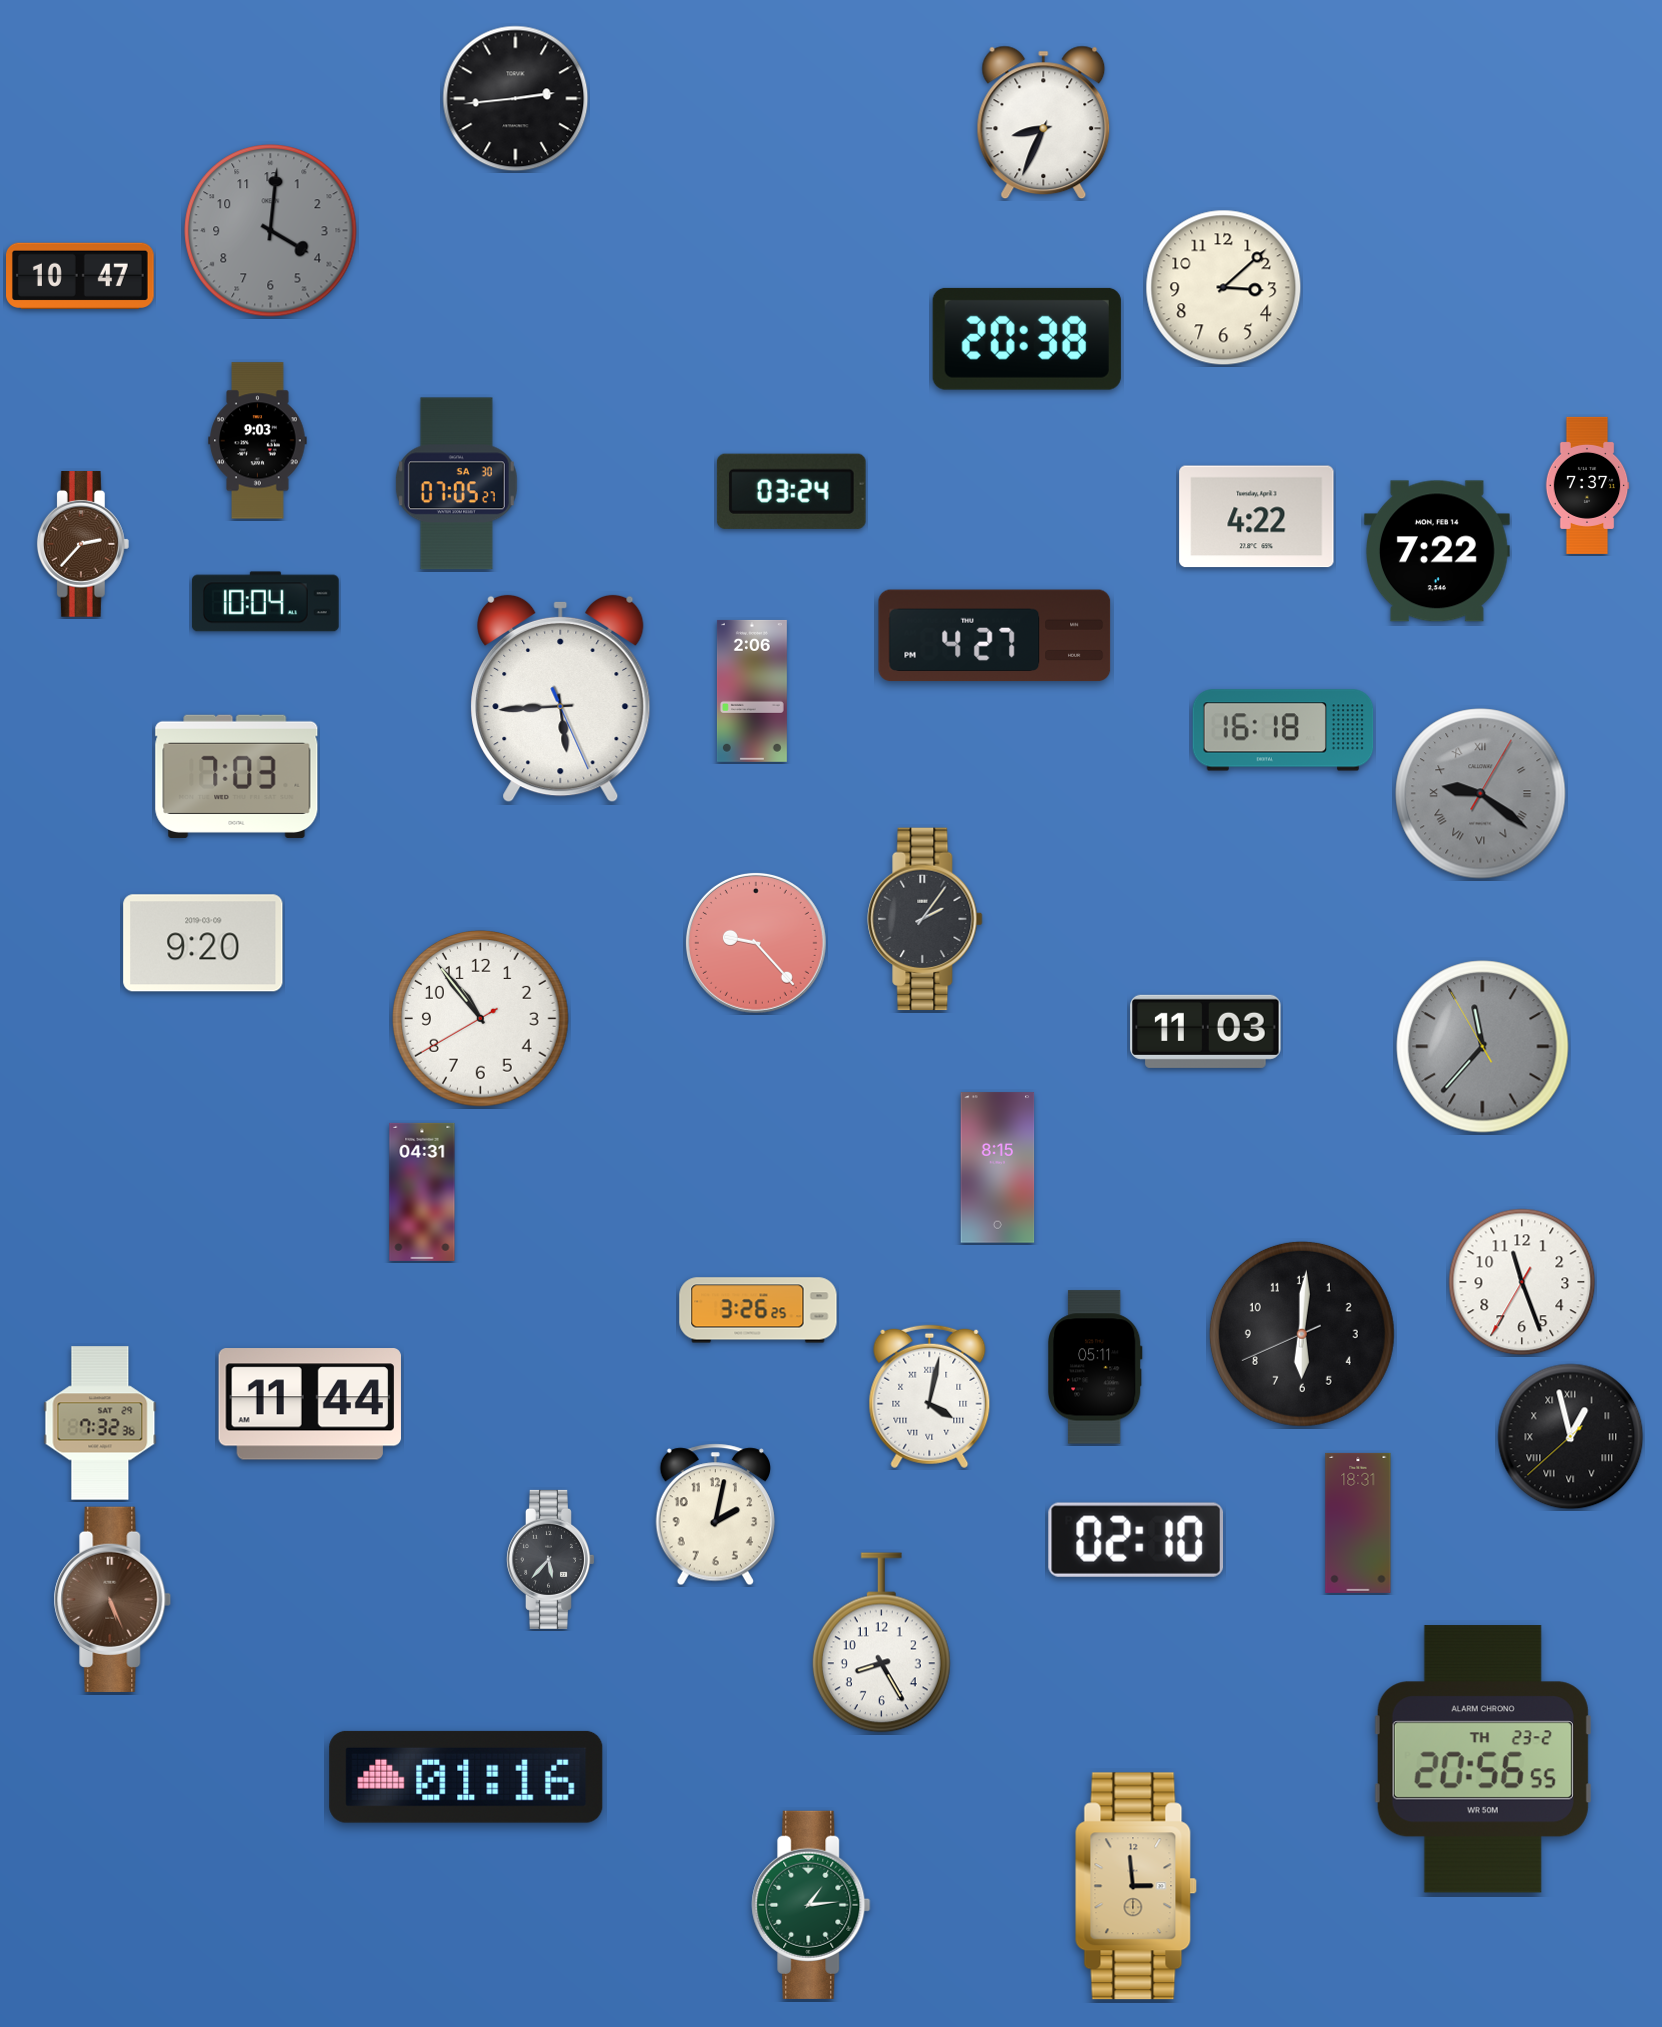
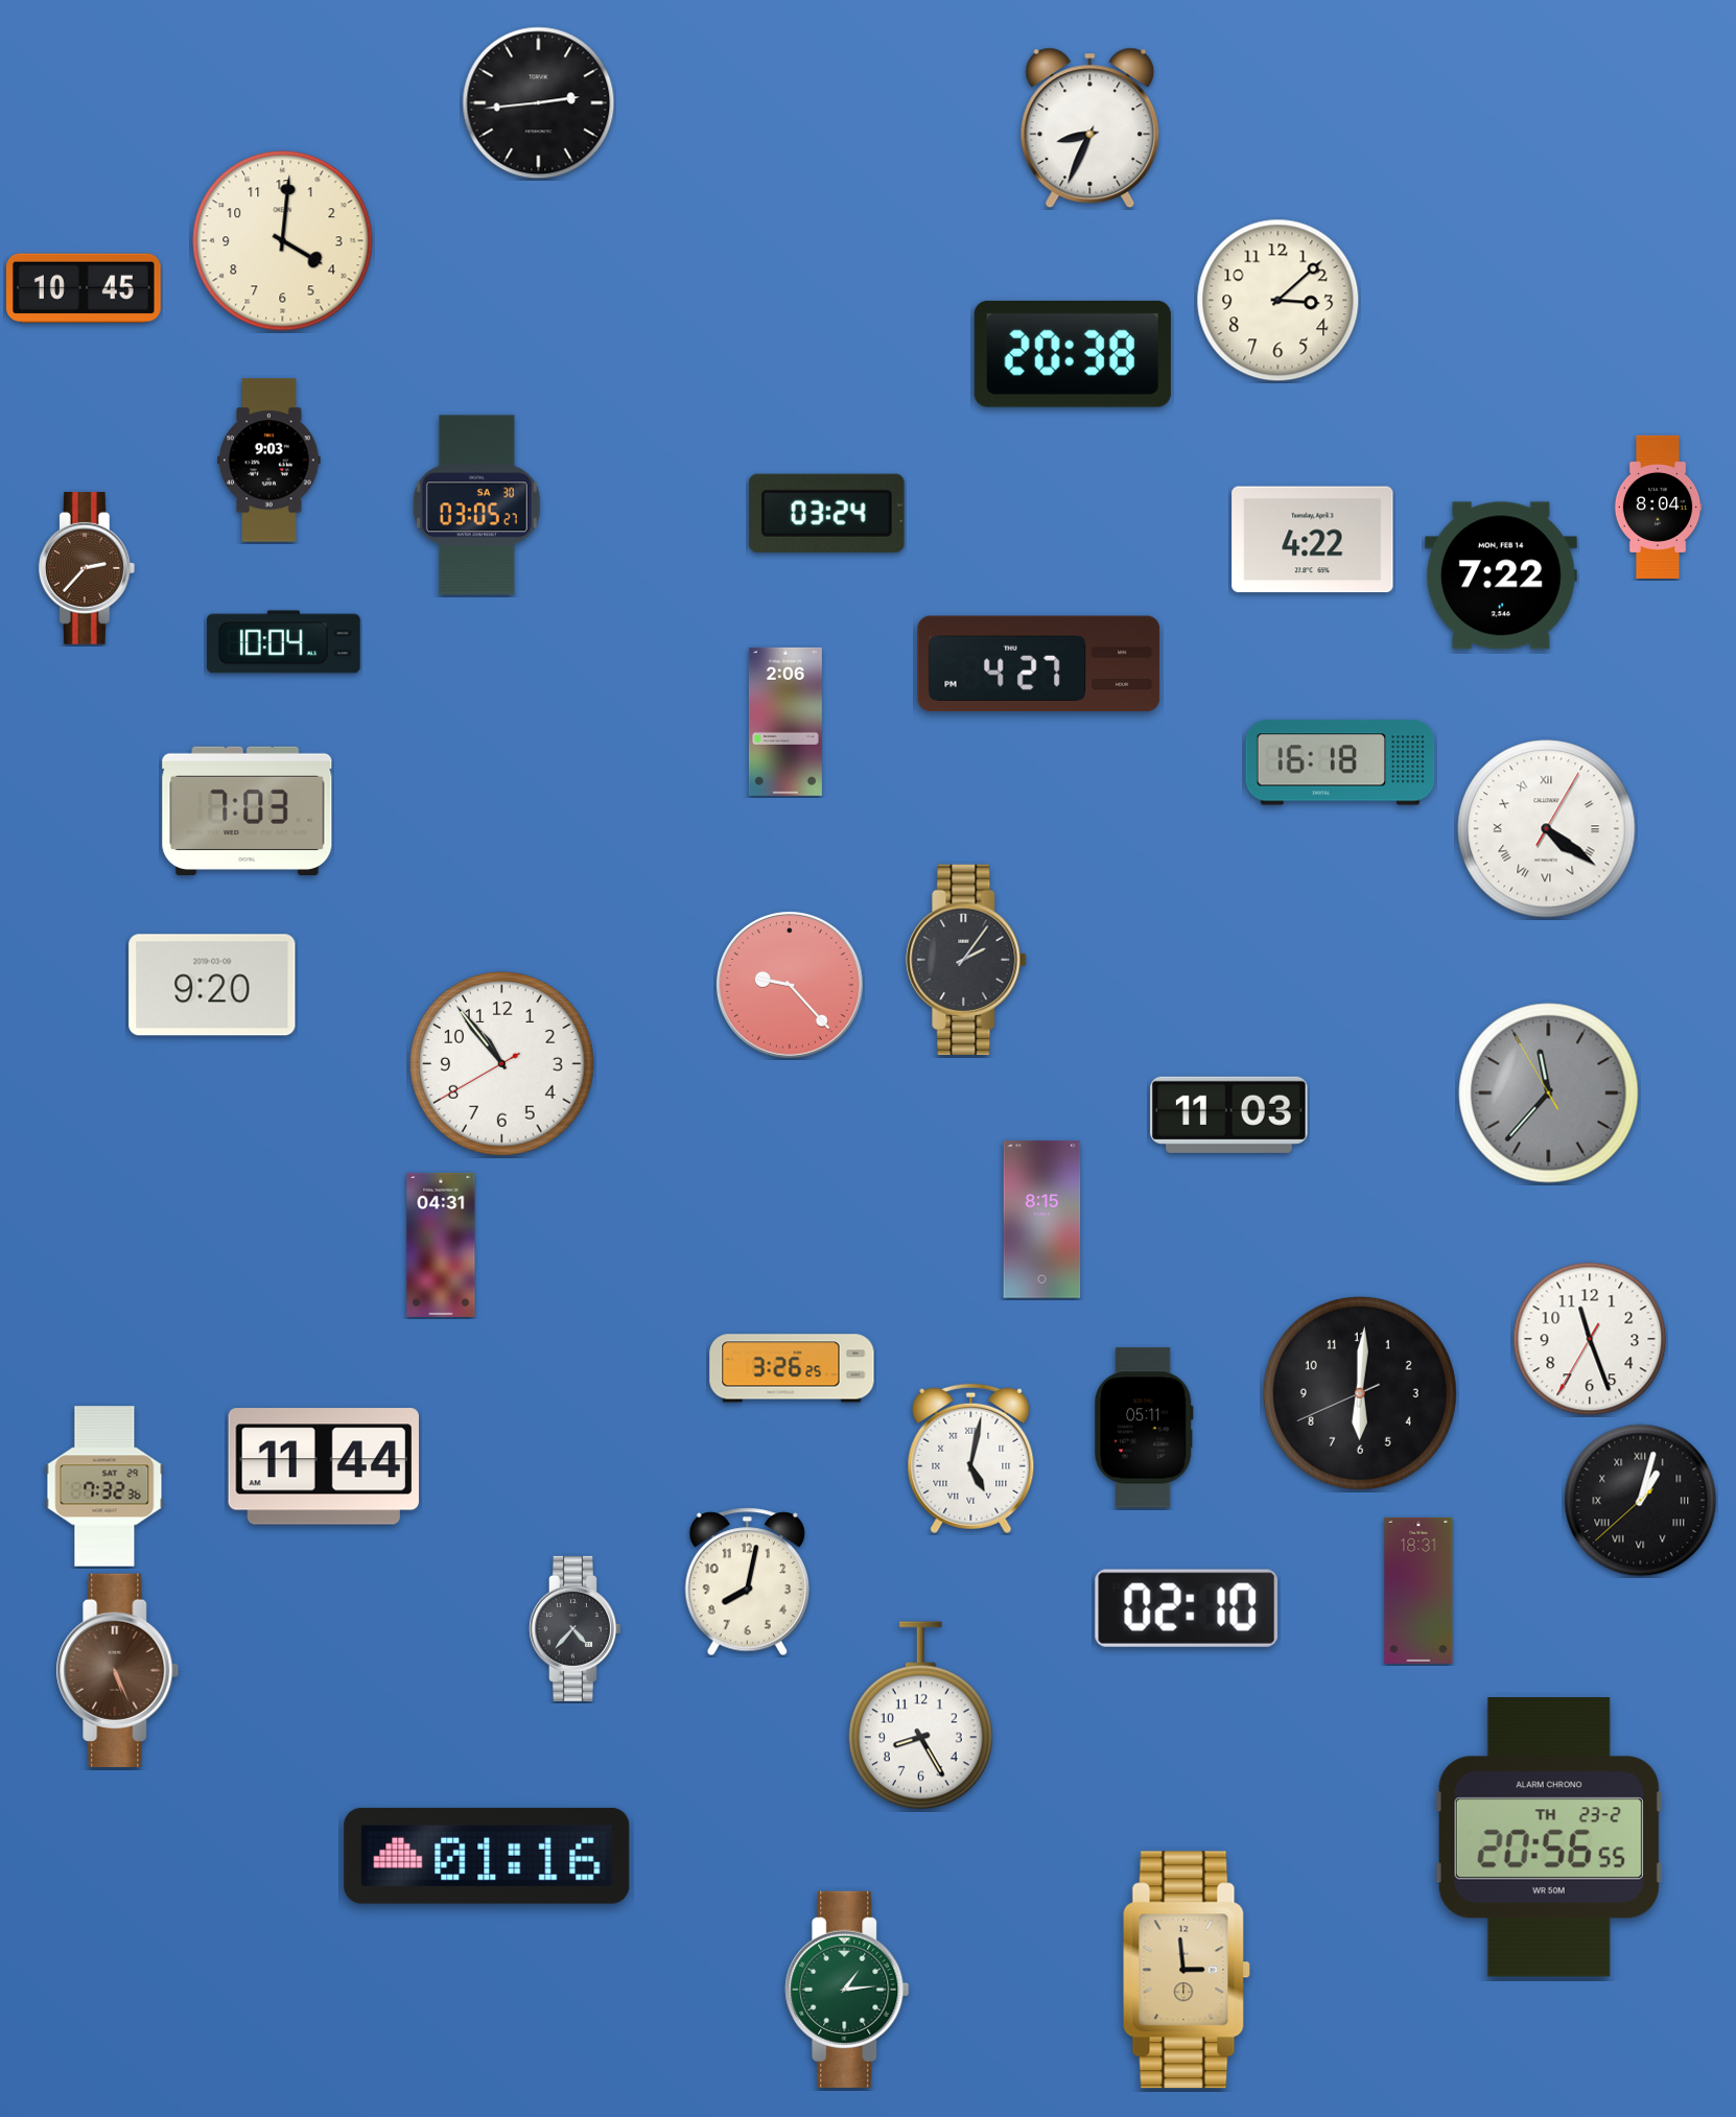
clock at (271, 231) dial: grey -> cream
clock at (81, 276): 10:47 -> 10:45
clock at (456, 484): 07:05 -> 03:05
clock at (1587, 485): 7:37 -> 8:04
clock at (265, 602) position: (265, 602) -> (283, 642)
clock at (561, 699): 5:44 -> none
clock at (1481, 794): 9:21 -> 4:21
clock at (1481, 794) dial: grey -> white
clock at (1206, 1031) position: (1206, 1031) -> (1229, 1114)
clock at (930, 1397): 4:02 -> 5:02
clock at (1571, 1437): 12:57 -> 1:02
clock at (715, 1515): 2:02 -> 8:02
clock at (550, 1559): 5:37 -> 4:37
